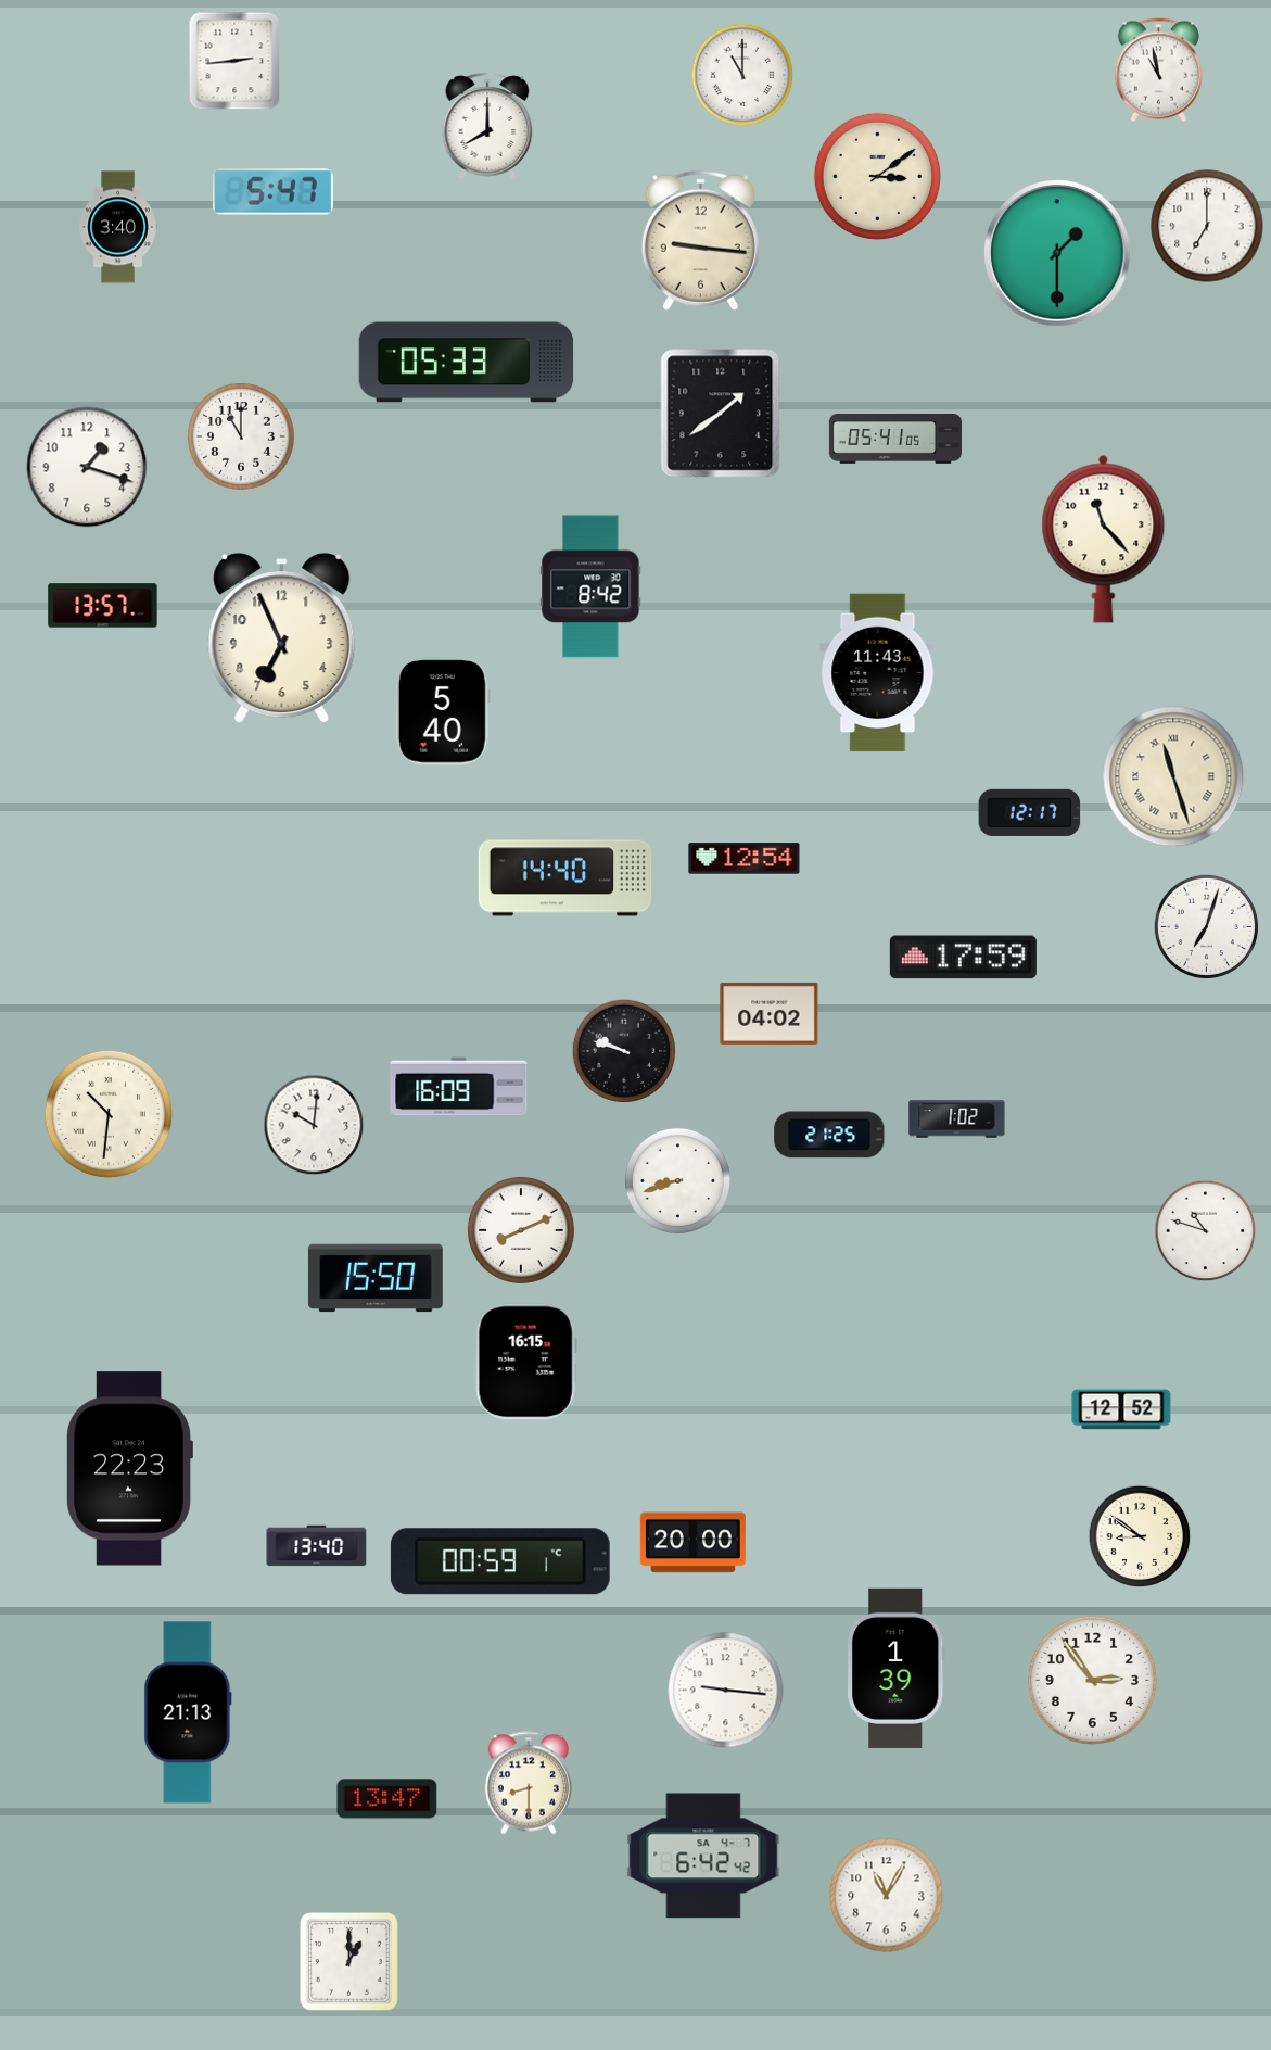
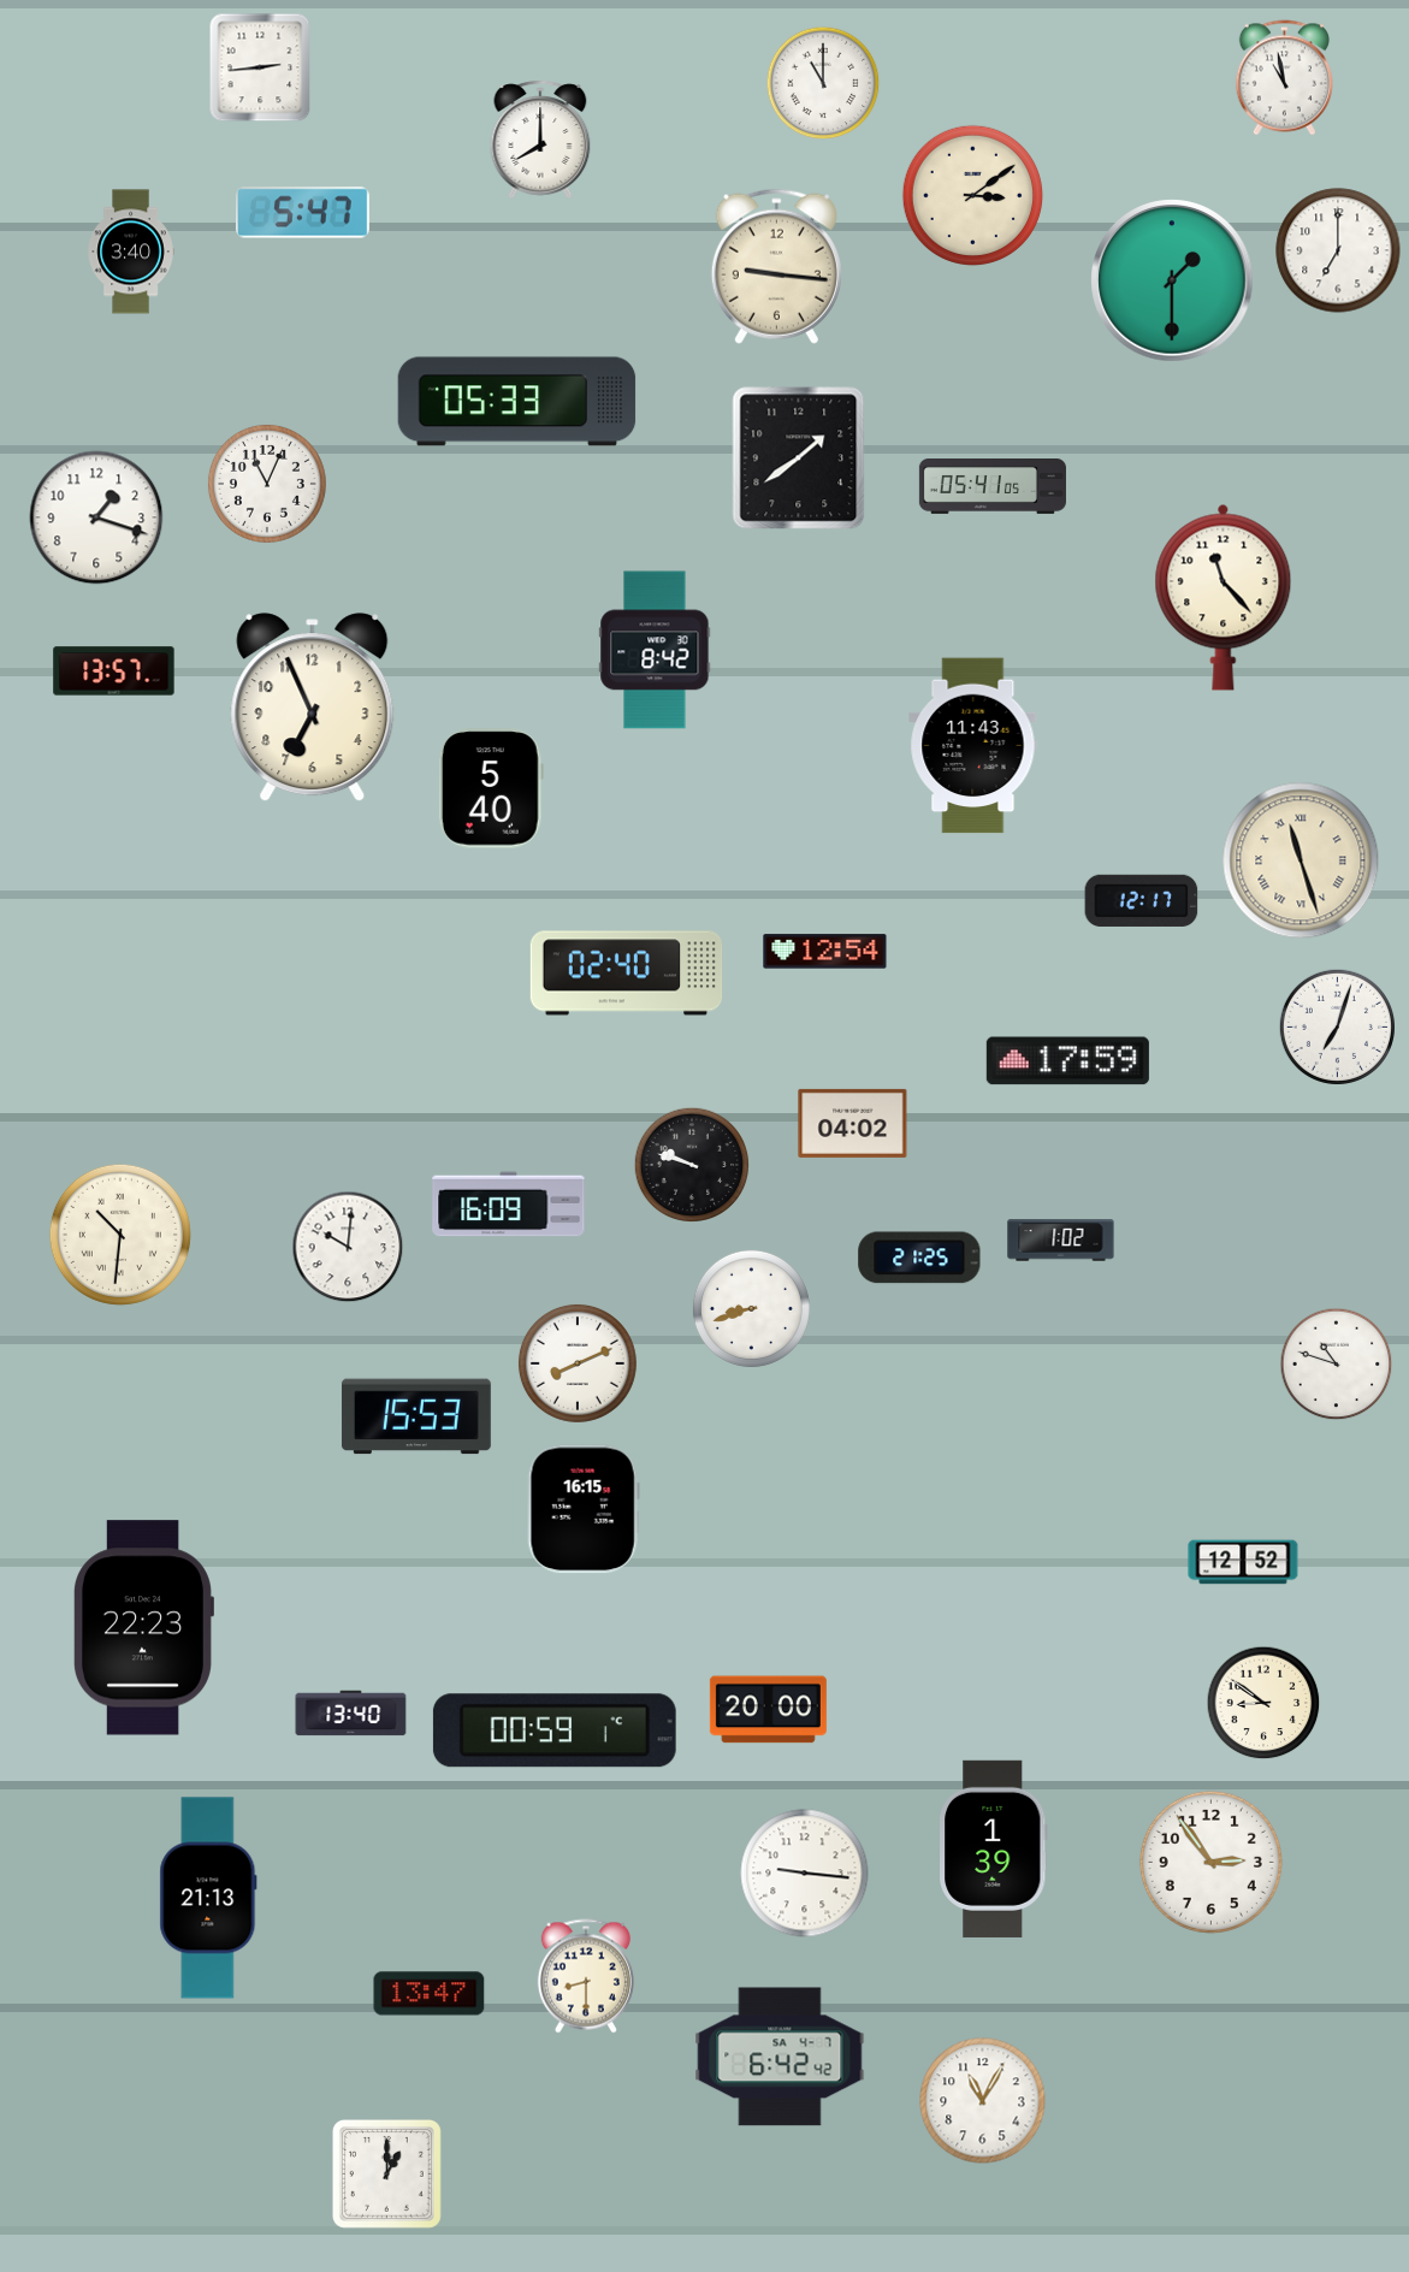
clock at (241, 436): 11:00 -> 11:04
clock at (565, 878): 14:40 -> 02:40
clock at (376, 1278): 15:50 -> 15:53
